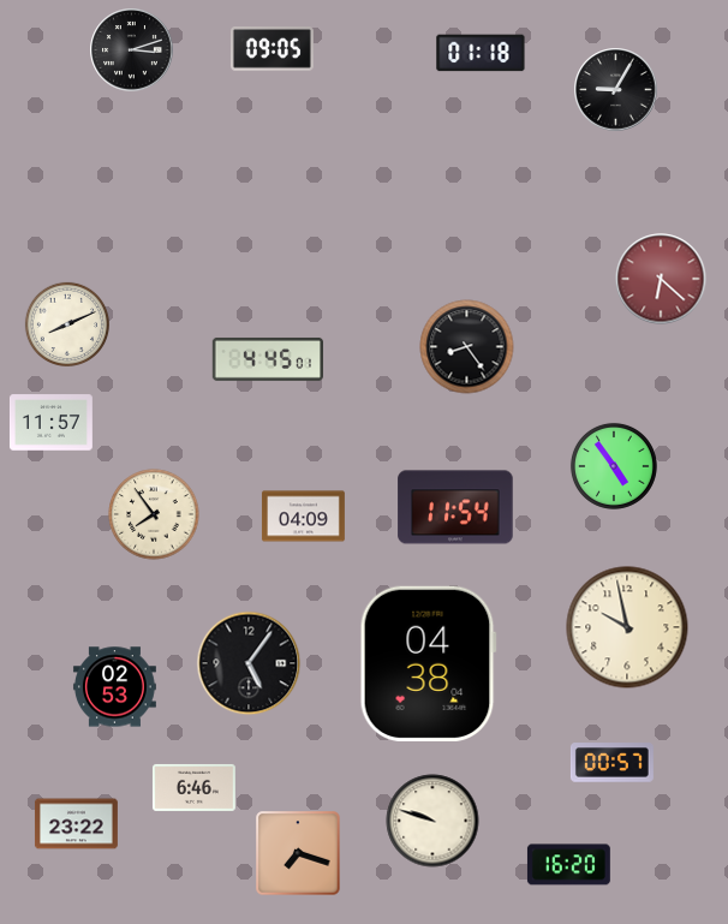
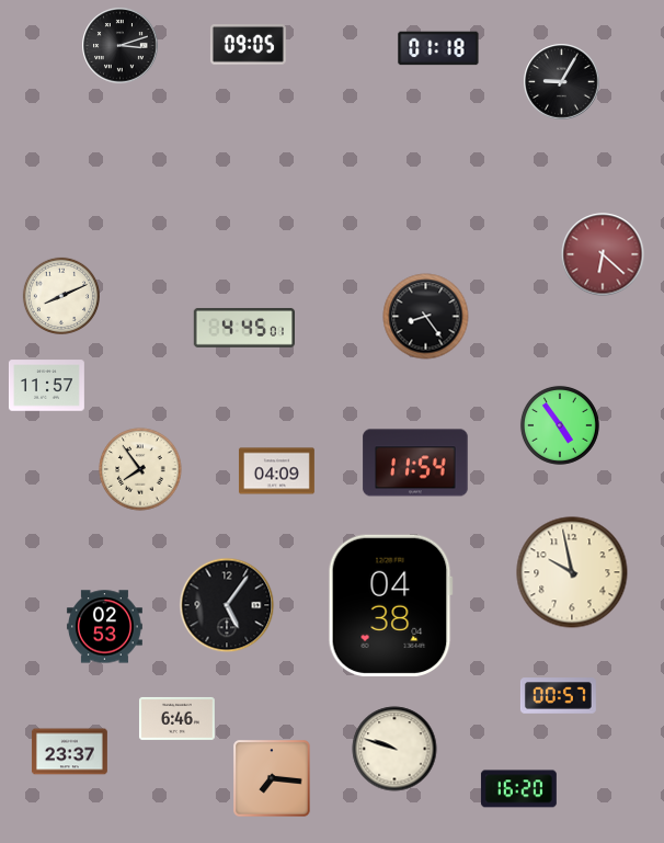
clock at (76, 824): 23:22 -> 23:37
clock at (298, 853): 7:18 -> 7:16
